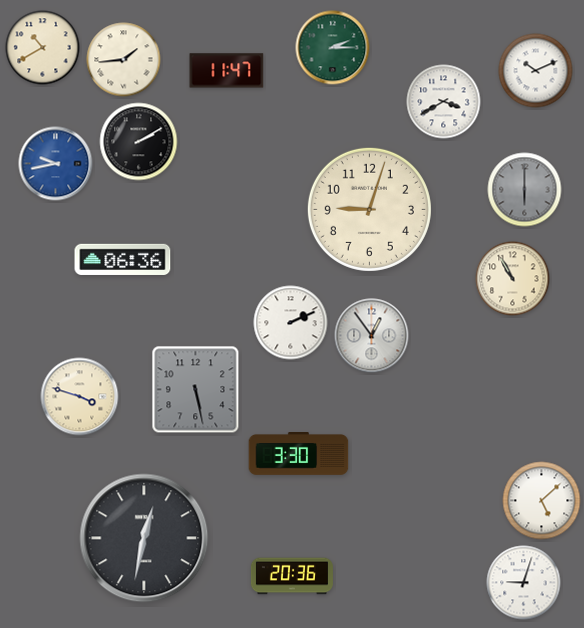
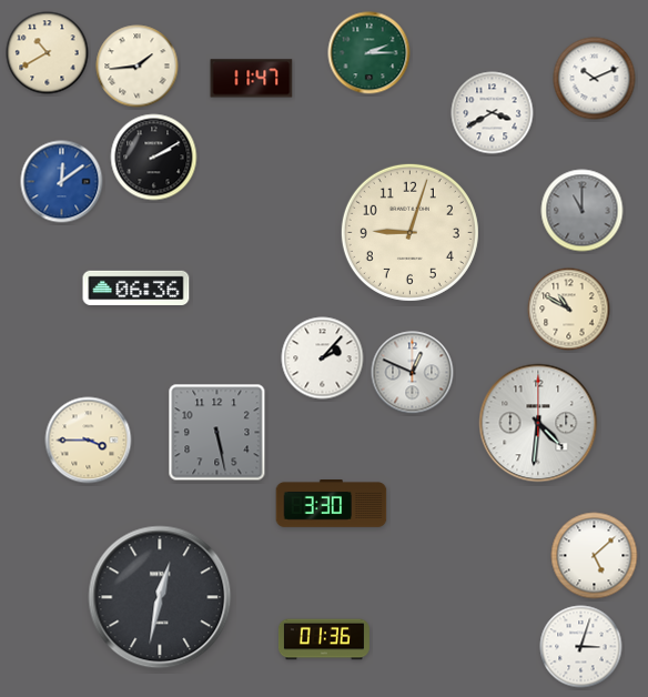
clock at (56, 164): 9:43 -> 12:09
clock at (525, 190): 6:00 -> 11:00
clock at (513, 279): 10:55 -> 10:50
clock at (291, 323): 2:11 -> 2:07
clock at (372, 336): 12:54 -> 12:49
clock at (538, 423): none -> 4:31
clock at (80, 397): 3:48 -> 3:45
clock at (542, 501) position: (542, 501) -> (595, 556)
clock at (292, 576): 20:36 -> 01:36
clock at (524, 583): 9:03 -> 3:03
